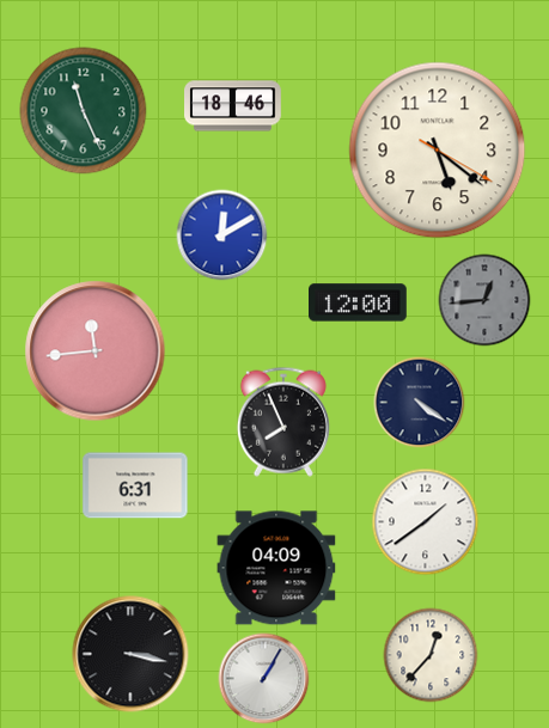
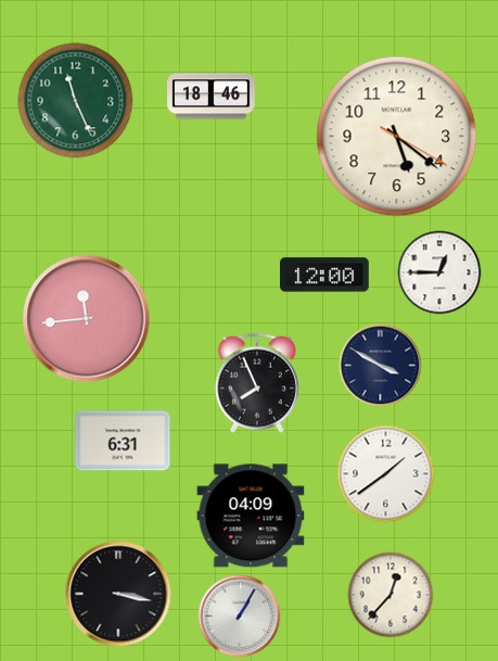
clock at (222, 235): 12:10 -> none
clock at (484, 300): 12:44 -> 12:45
clock at (484, 300) dial: grey -> white
clock at (420, 403): 4:21 -> 3:50
